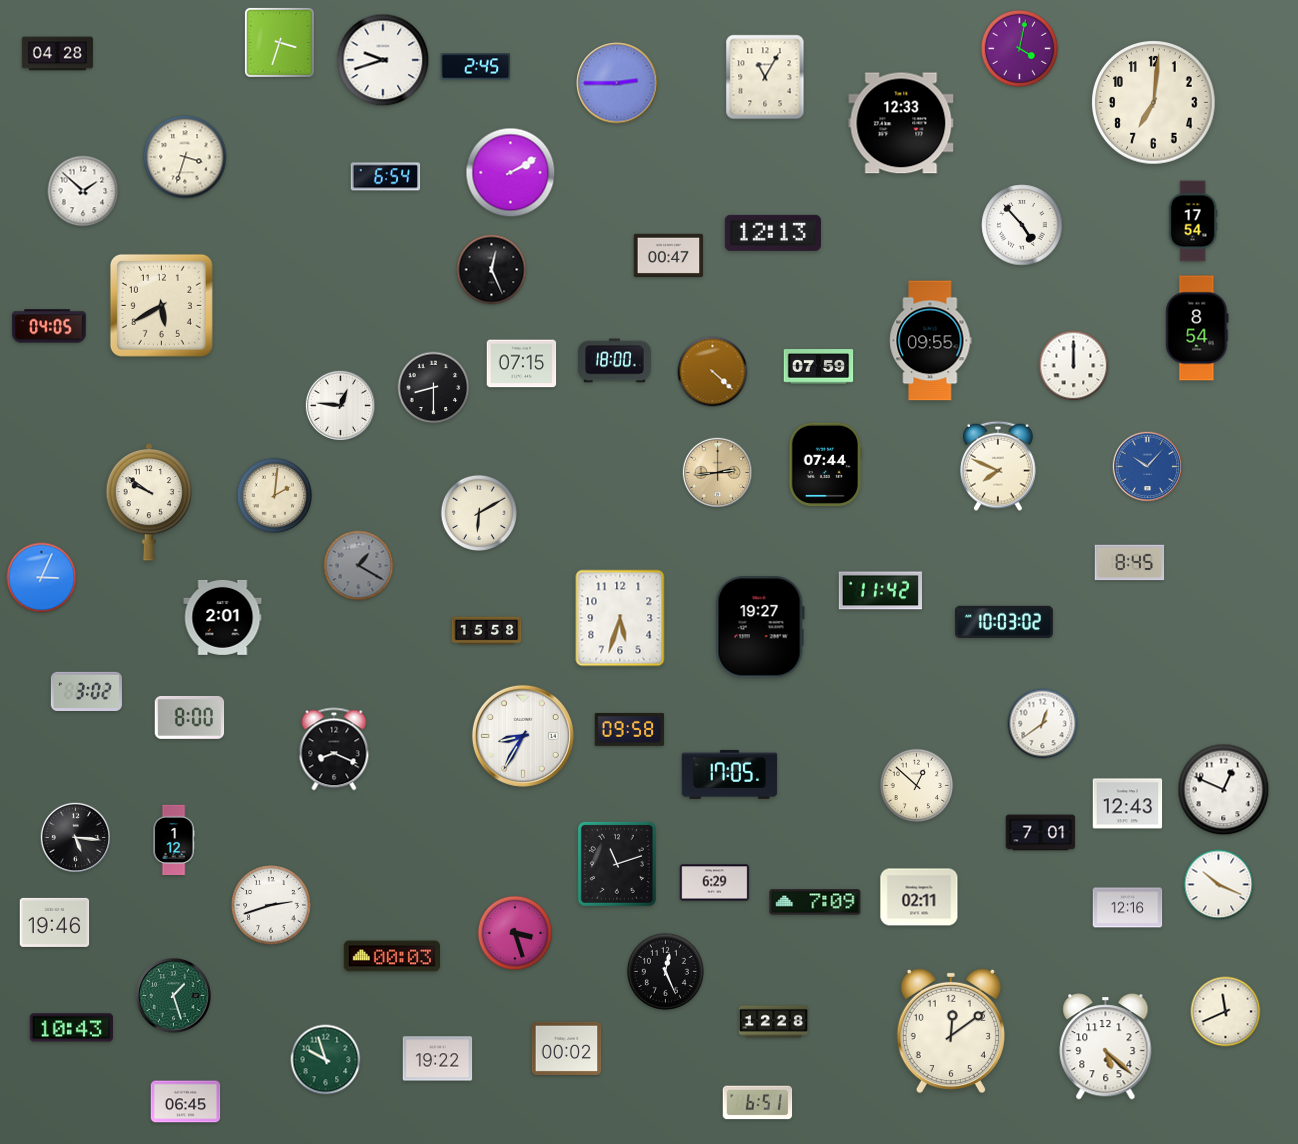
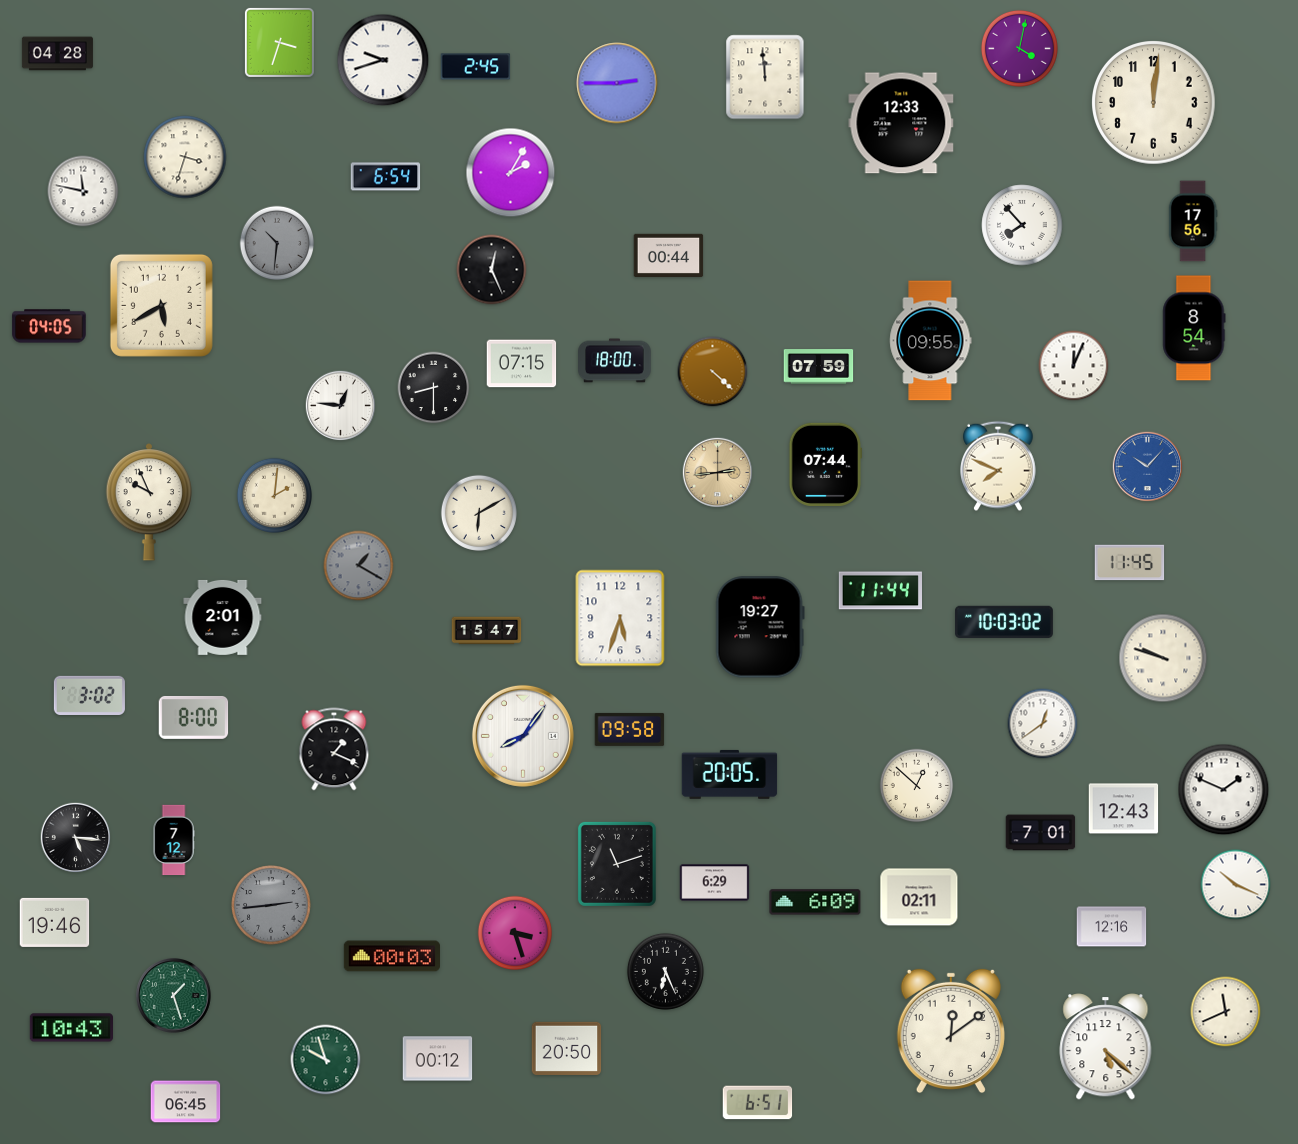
clock at (765, 77): 11:05 -> 11:59
clock at (1154, 103): 7:01 -> 12:01
clock at (511, 173): 2:10 -> 2:05
clock at (83, 191): 1:52 -> 11:47
clock at (1193, 221): 17:54 -> 17:56
clock at (1022, 225): 4:53 -> 7:53
clock at (773, 233): 12:13 -> none
clock at (277, 243): none -> 10:31
clock at (669, 255): 00:47 -> 00:44
clock at (1197, 328) position: (1197, 328) -> (1194, 328)
clock at (1074, 366): 12:00 -> 12:04
clock at (149, 503): 9:51 -> 9:56
clock at (1130, 563): 8:45 -> 11:45
clock at (42, 578): 3:04 -> none
clock at (880, 591): 11:42 -> 11:44
clock at (487, 631): 15:58 -> 15:47
clock at (1163, 658): none -> 9:48
clock at (86, 691) position: (86, 691) -> (89, 695)
clock at (190, 717) position: (190, 717) -> (194, 717)
clock at (523, 736): 8:35 -> 8:06
clock at (334, 749): 8:19 -> 1:19
clock at (730, 774): 17:05 -> 20:05
clock at (1224, 790): 12:49 -> 1:49
clock at (1128, 804) position: (1128, 804) -> (1124, 809)
clock at (174, 840): 1:12 -> 7:12
clock at (1219, 885) position: (1219, 885) -> (1236, 885)
clock at (815, 902): 7:09 -> 6:09
clock at (271, 905): 2:42 -> 2:44
clock at (271, 905) dial: white -> grey
clock at (1128, 908) position: (1128, 908) -> (1112, 927)
clock at (665, 971): 12:26 -> 6:26
clock at (774, 1022): 12:28 -> none
clock at (567, 1048): 00:02 -> 20:50
clock at (438, 1059): 19:22 -> 00:12
